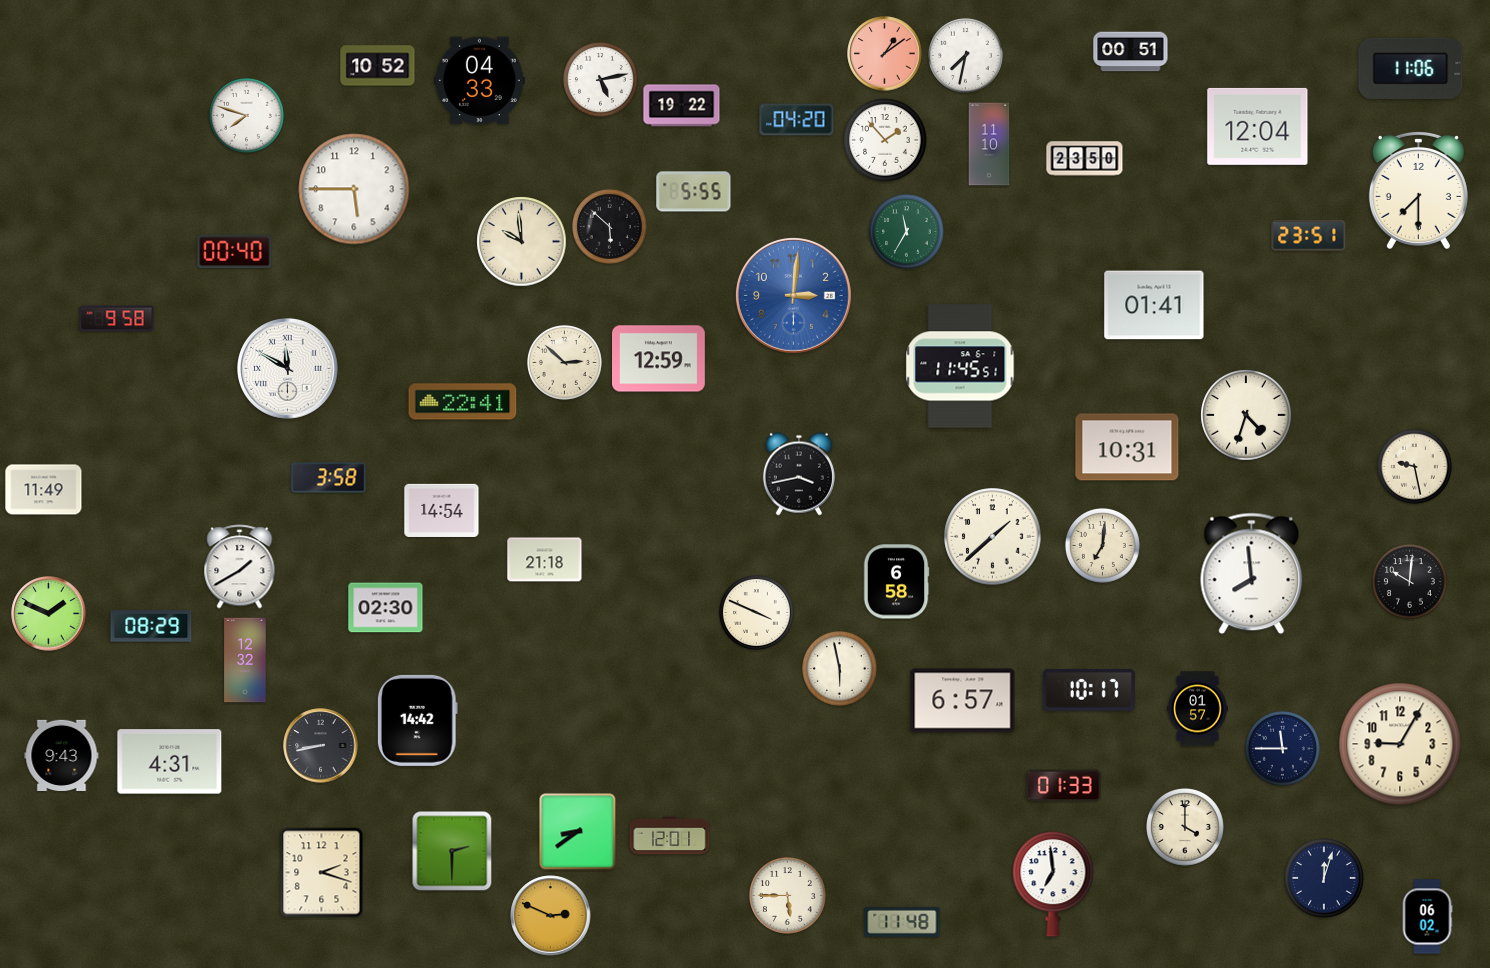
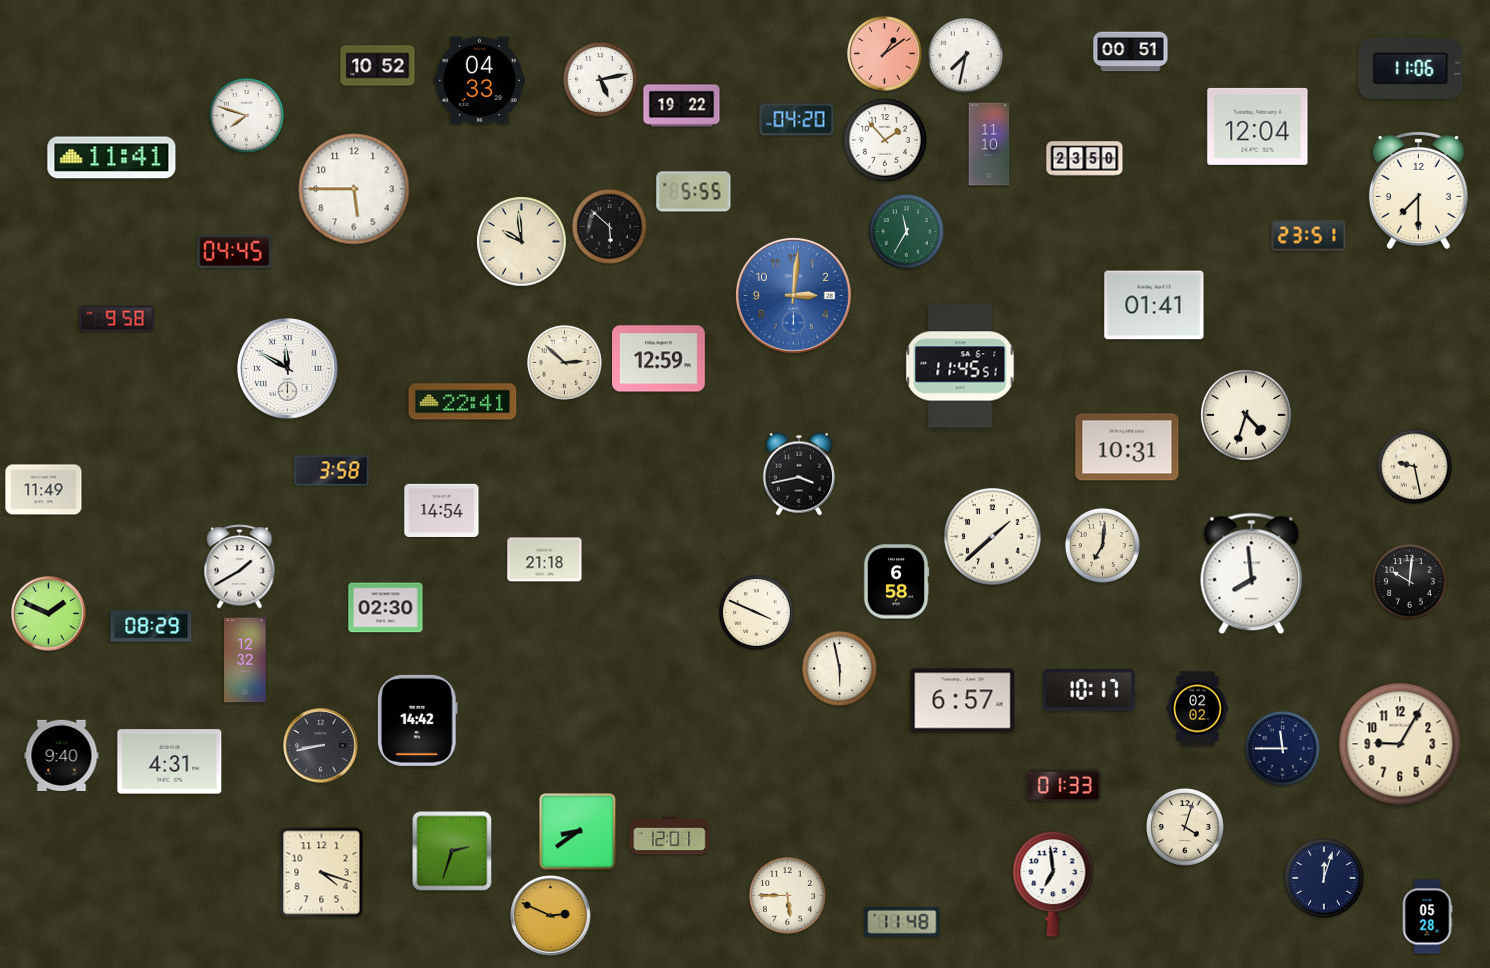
clock at (112, 158): none -> 11:41
clock at (235, 252): 00:40 -> 04:45
clock at (329, 478) position: (329, 478) -> (332, 471)
clock at (1198, 709): 01:57 -> 02:02
clock at (62, 755): 9:43 -> 9:40
clock at (1186, 828): 4:00 -> 4:03
clock at (452, 851): 2:30 -> 2:33
clock at (322, 873): 2:18 -> 4:18
clock at (1427, 917): 06:02 -> 05:28
